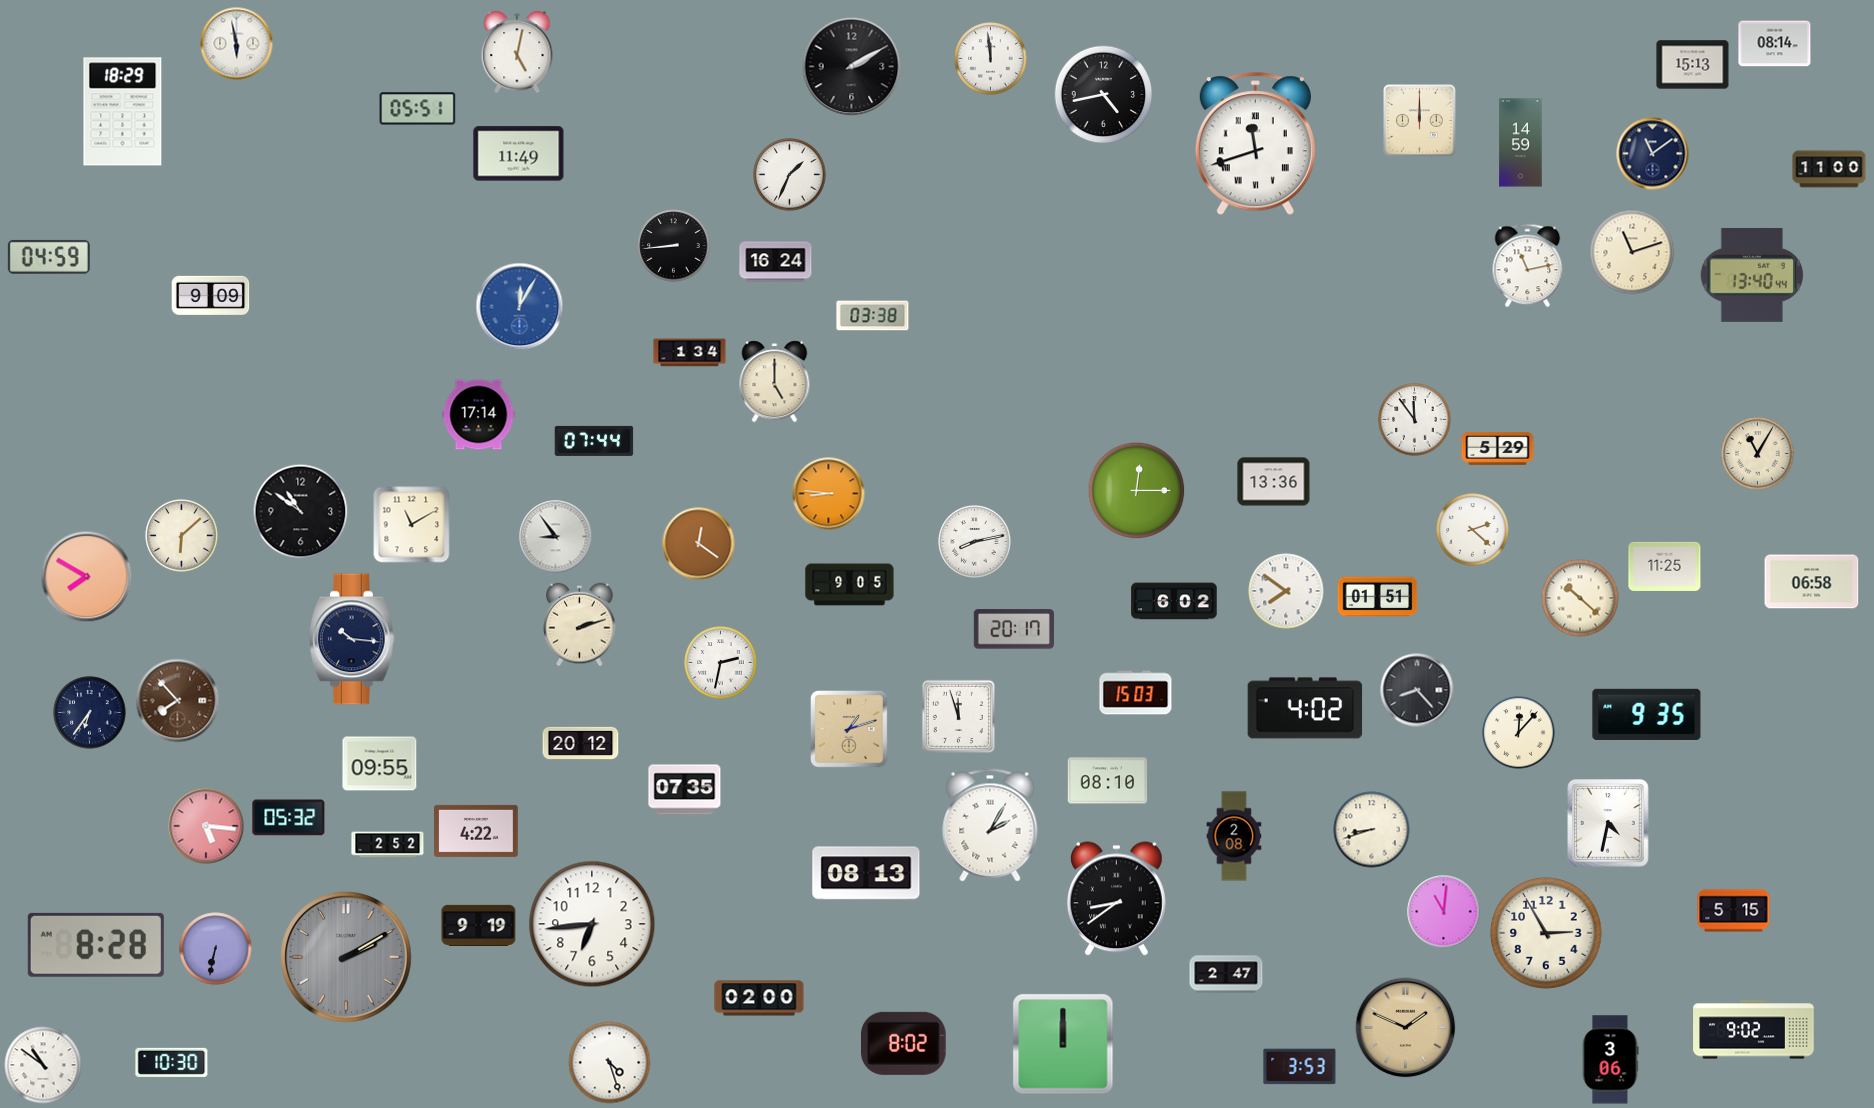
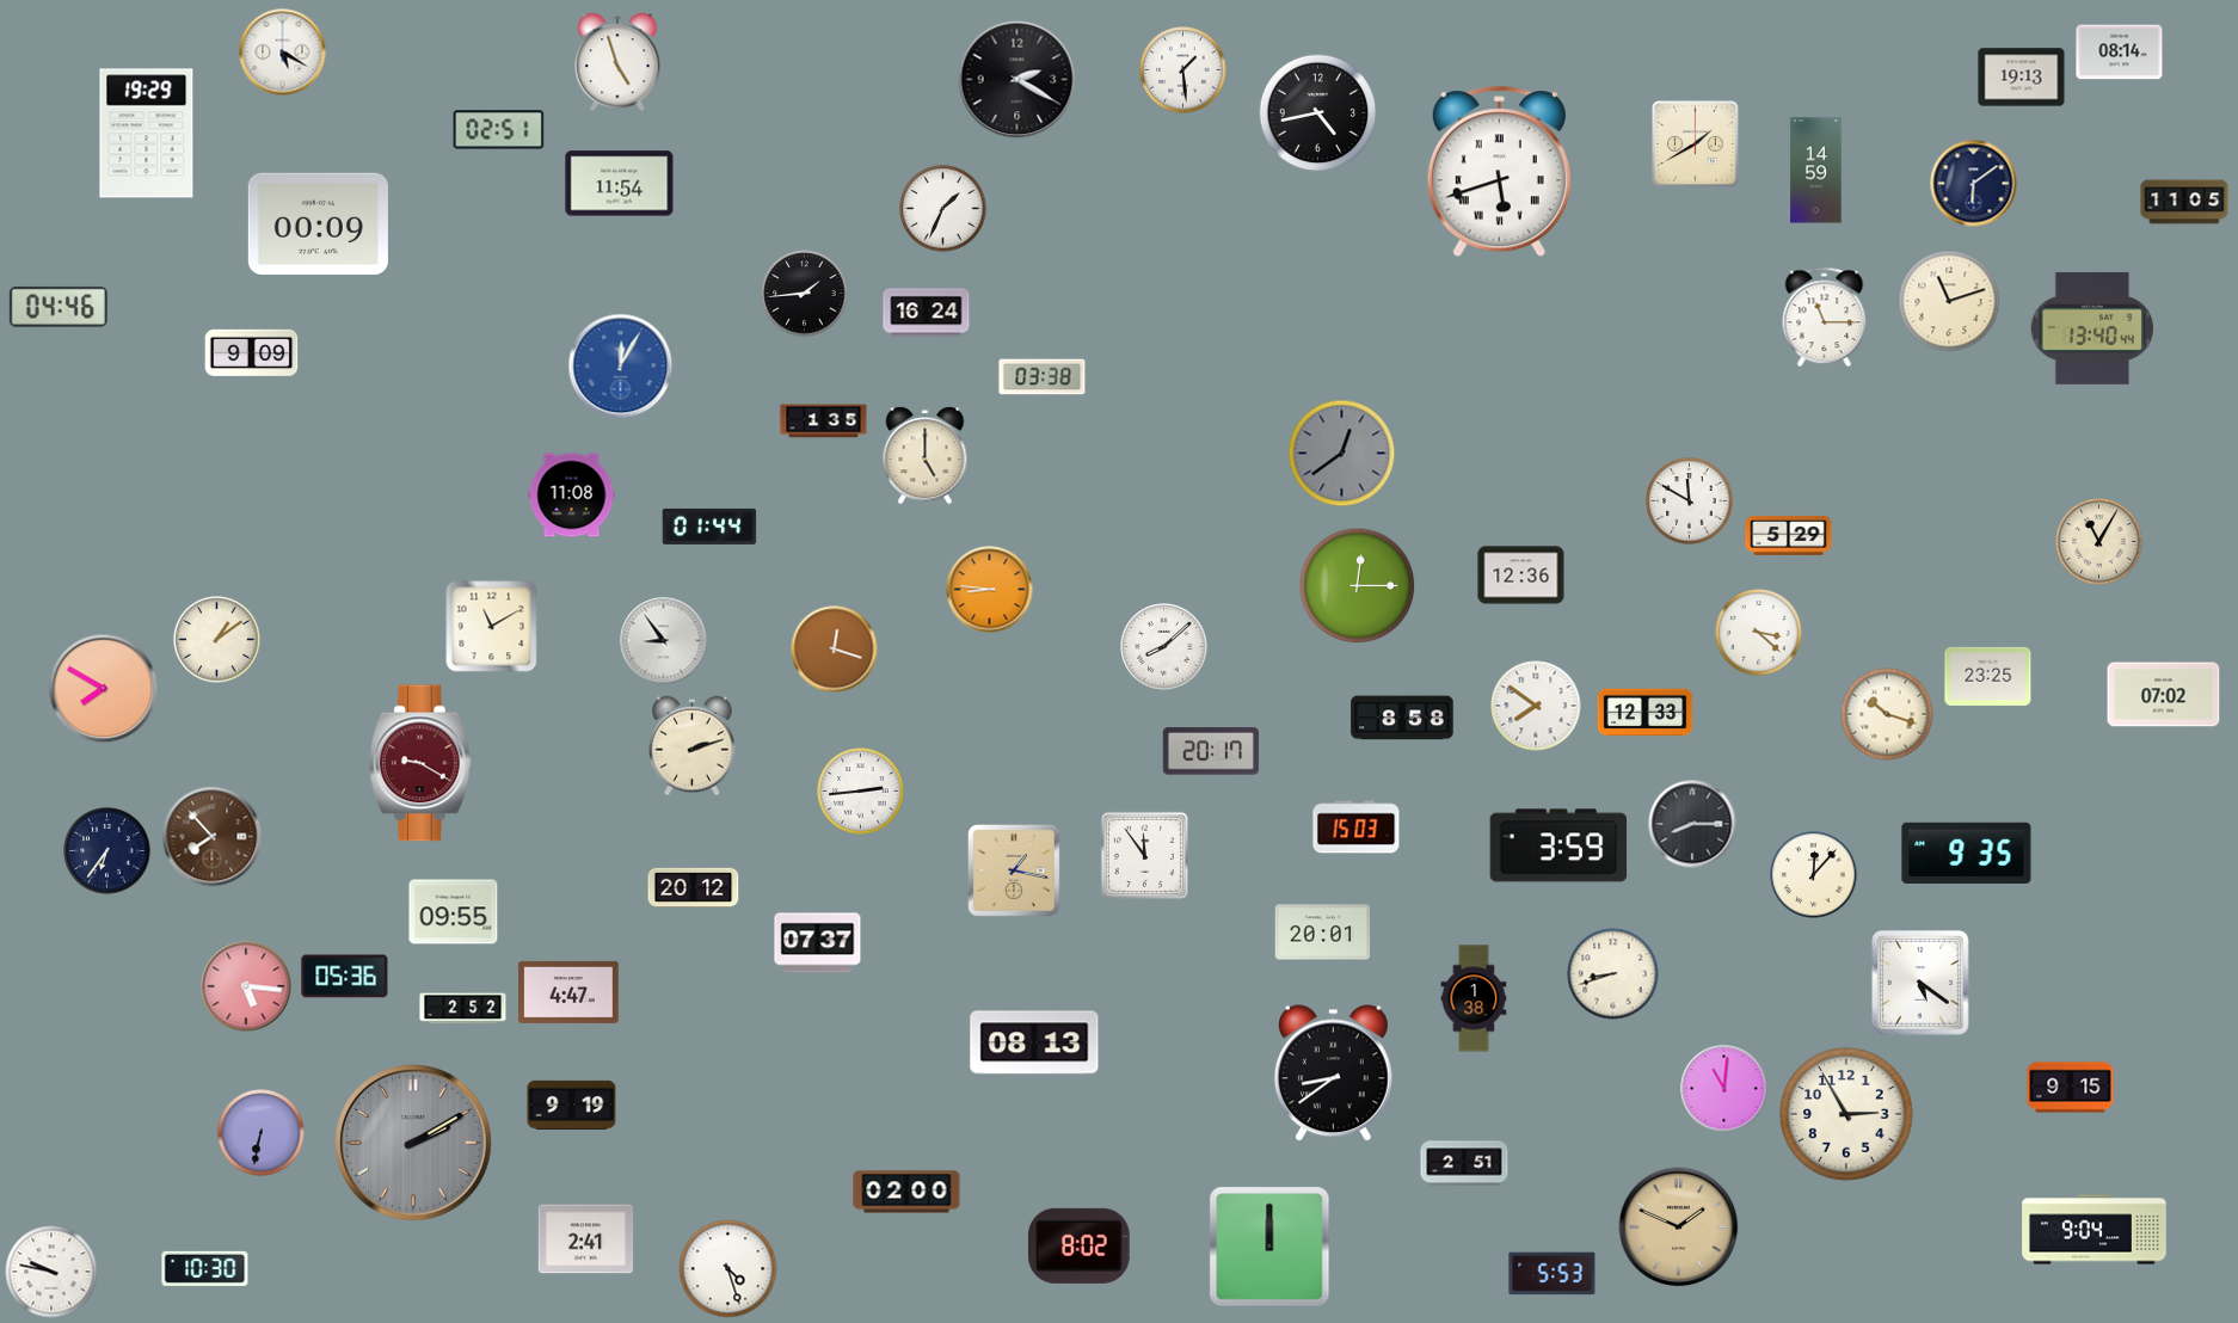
clock at (237, 44): 5:58 -> 5:20
clock at (517, 52): 5:02 -> 4:57
clock at (991, 59): 11:59 -> 1:29
clock at (1693, 65): 15:13 -> 19:13
clock at (852, 67): 2:10 -> 2:20
clock at (418, 109): 05:51 -> 02:51
clock at (123, 112): 18:29 -> 19:29
clock at (1420, 121): 12:00 -> 1:40
clock at (1255, 144): 11:42 -> 5:42
clock at (519, 154): 11:49 -> 11:54
clock at (1653, 154): 11:09 -> 6:09
clock at (1829, 169): 11:00 -> 11:05
clock at (318, 223): none -> 00:09
clock at (674, 246): 8:44 -> 1:44
clock at (49, 257): 04:59 -> 04:46
clock at (1528, 266): 11:13 -> 11:15
clock at (690, 353): 1:34 -> 1:35
clock at (1342, 454): none -> 12:39
clock at (479, 415): 17:14 -> 11:08
clock at (1415, 420): 11:54 -> 11:50
clock at (594, 441): 07:44 -> 01:44
clock at (1274, 482): 13:36 -> 12:36
clock at (301, 512): 10:51 -> none
clock at (1473, 530): 2:22 -> 3:22
clock at (182, 536): 6:08 -> 1:09
clock at (975, 542): 8:13 -> 8:08
clock at (699, 544): 12:21 -> 12:18
clock at (1665, 566): 11:25 -> 23:25
clock at (1812, 582): 06:58 -> 07:02
clock at (850, 585): 9:05 -> none
clock at (1378, 597): 01:51 -> 12:33
clock at (1580, 598): 10:22 -> 10:18
clock at (1174, 601): 6:02 -> 8:58
clock at (353, 639): 10:16 -> 9:20
clock at (353, 639) dial: navy -> burgundy
clock at (721, 663): 2:32 -> 2:44
clock at (1417, 690): 8:23 -> 8:15
clock at (1305, 708): 4:02 -> 3:59
clock at (958, 716): 11:57 -> 11:54
clock at (850, 730): 1:12 -> 1:17
clock at (1108, 781): 08:10 -> 20:01
clock at (685, 790): 07:35 -> 07:37
clock at (289, 818): 05:32 -> 05:36
clock at (1608, 823): 4:32 -> 5:21
clock at (990, 825): 2:05 -> none
clock at (1372, 830) position: (1372, 830) -> (1613, 974)
clock at (477, 831): 4:22 -> 4:47
clock at (1234, 836): 2:08 -> 1:38
clock at (1734, 911): 5:15 -> 9:15
clock at (592, 924): 6:44 -> none
clock at (96, 945): 8:28 -> none
clock at (216, 949) position: (216, 949) -> (262, 1133)
clock at (1226, 974): 2:47 -> 2:51
clock at (1754, 1030): 9:02 -> 9:04
clock at (586, 1239): none -> 2:41
clock at (1610, 1060): 3:06 -> none
clock at (43, 1065): 10:51 -> 9:47
clock at (1300, 1067): 3:53 -> 5:53
